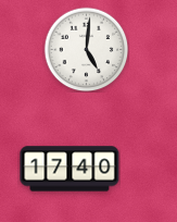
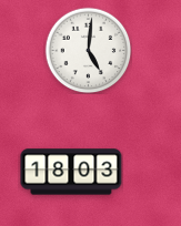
clock at (69, 169): 17:40 -> 18:03
